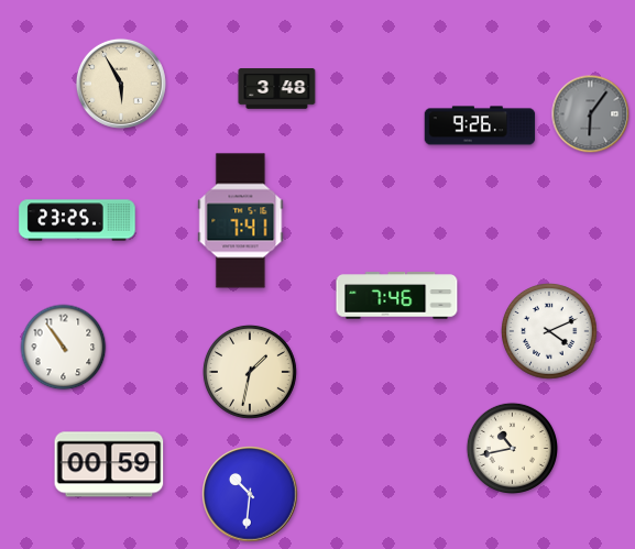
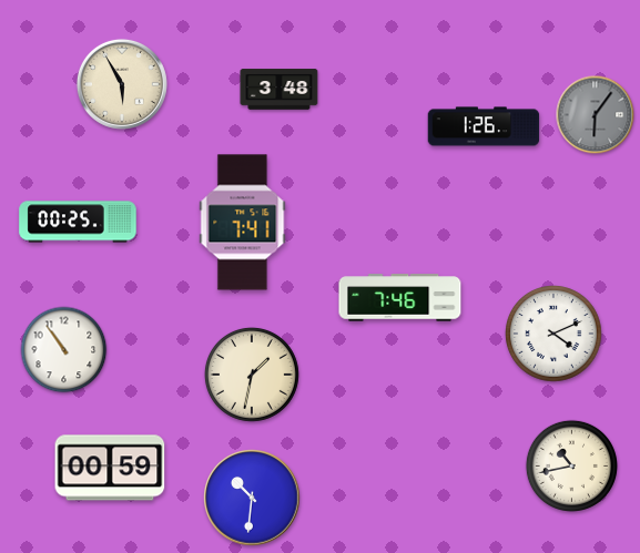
clock at (480, 125): 9:26 -> 1:26
clock at (77, 220): 23:25 -> 00:25
clock at (512, 448) position: (512, 448) -> (571, 465)
